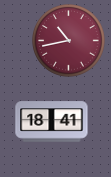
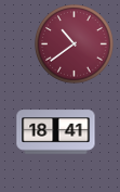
clock at (69, 41): 10:43 -> 10:39
